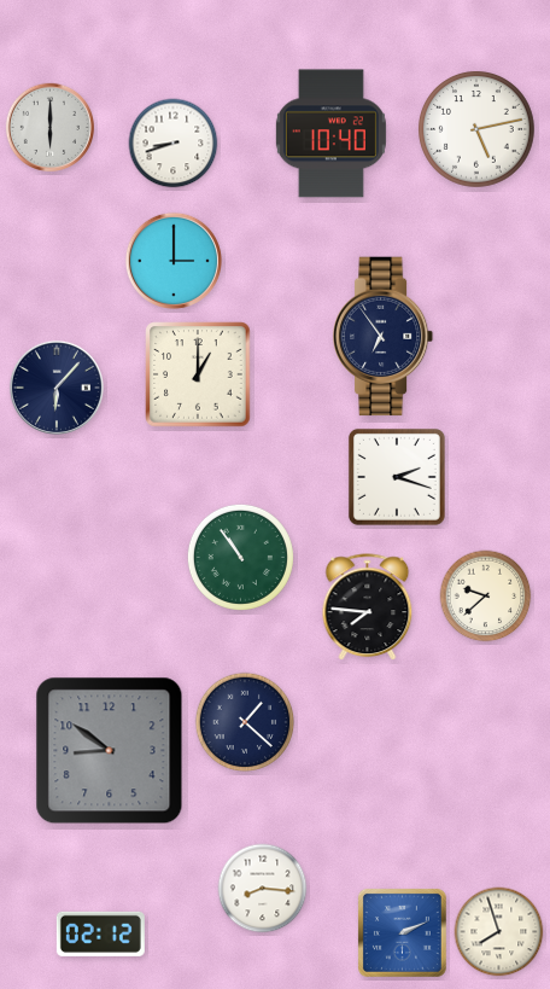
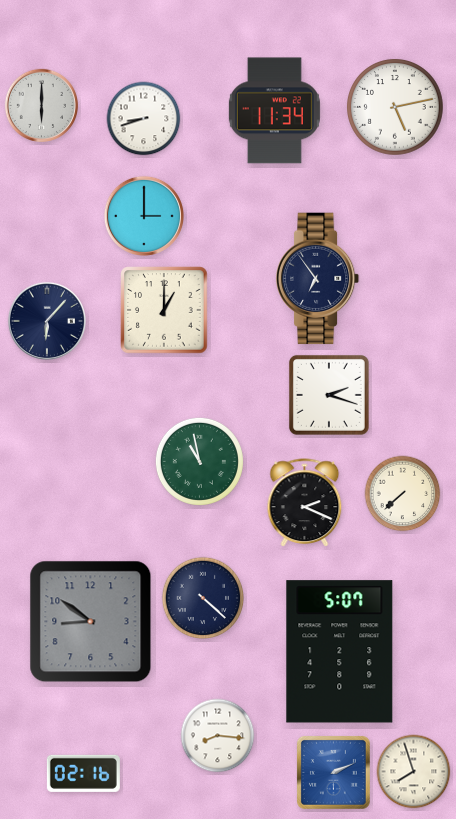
clock at (330, 134): 10:40 -> 11:34
clock at (240, 557): 10:54 -> 10:58
clock at (486, 597): 9:38 -> 7:38
clock at (368, 607): 7:46 -> 2:19
clock at (245, 722): 1:22 -> 4:22
clock at (340, 652): none -> 5:07
clock at (100, 933): 02:12 -> 02:16
